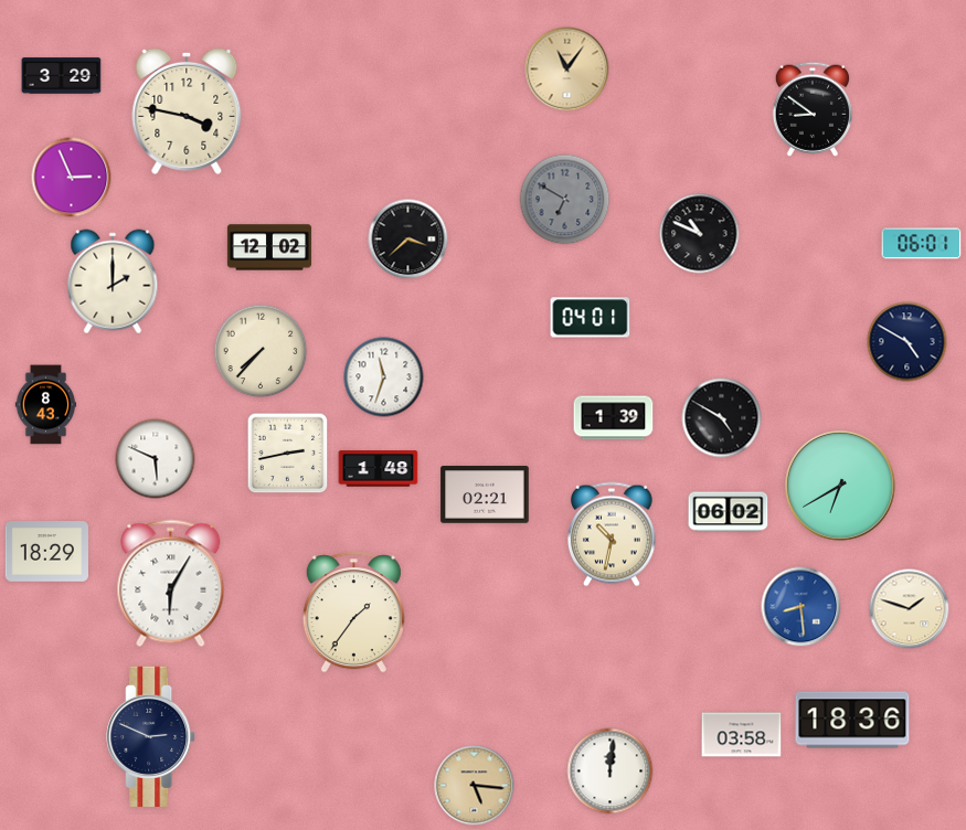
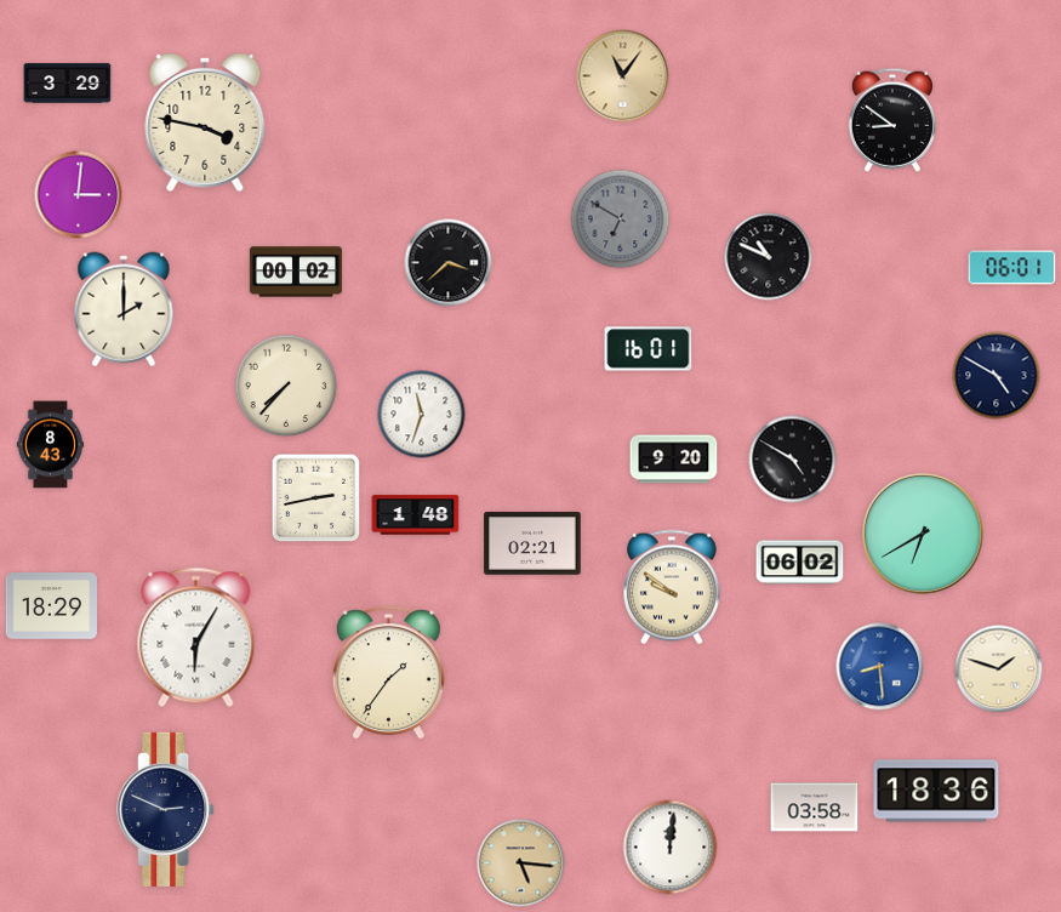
clock at (72, 178): 2:56 -> 3:01
clock at (269, 247): 12:02 -> 00:02
clock at (591, 318): 04:01 -> 16:01
clock at (614, 418): 1:39 -> 9:20
clock at (156, 459): 5:49 -> none
clock at (613, 534): 10:32 -> 9:51
clock at (171, 584) position: (171, 584) -> (196, 638)
